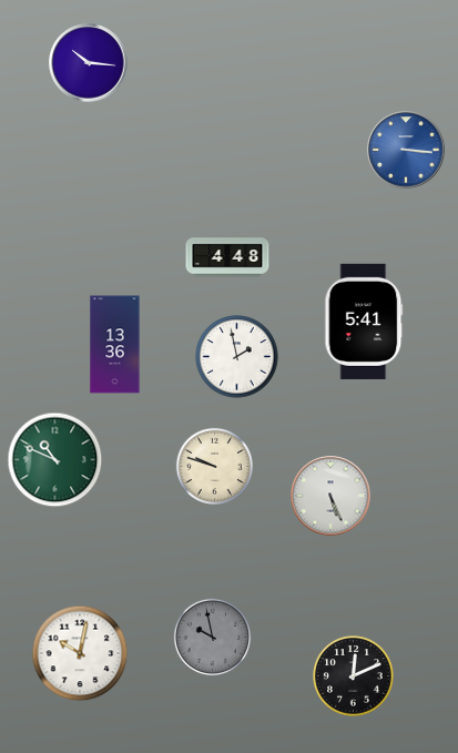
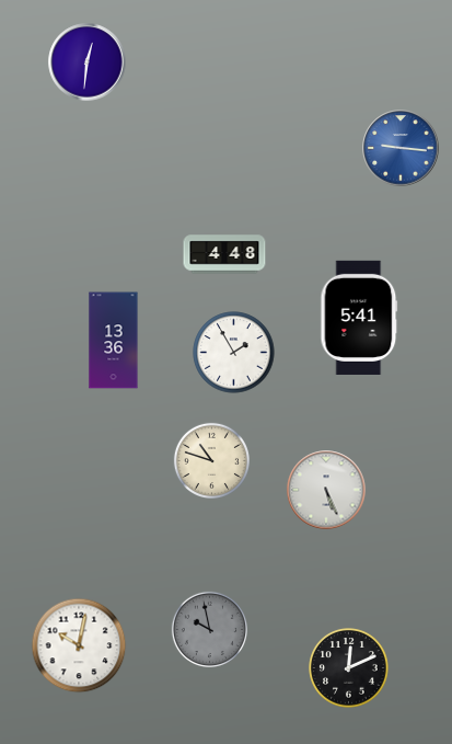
clock at (89, 63): 10:16 -> 12:31
clock at (406, 150): 3:16 -> 9:16
clock at (237, 357): 1:58 -> 1:55
clock at (55, 460): 10:49 -> none
clock at (214, 466): 9:48 -> 10:48
